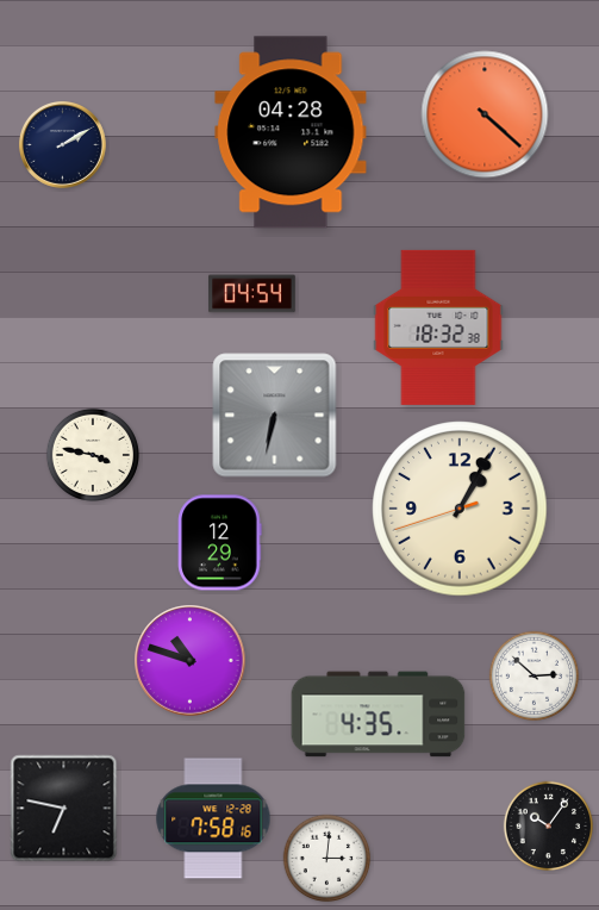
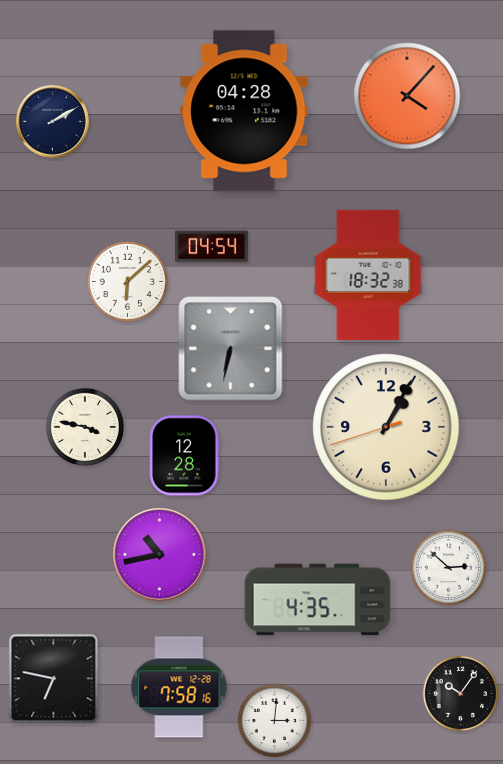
clock at (485, 114): 4:22 -> 4:07
clock at (127, 281): none -> 6:08
clock at (93, 455) position: (93, 455) -> (85, 427)
clock at (220, 543): 12:29 -> 12:28
clock at (191, 661): 10:48 -> 10:43
